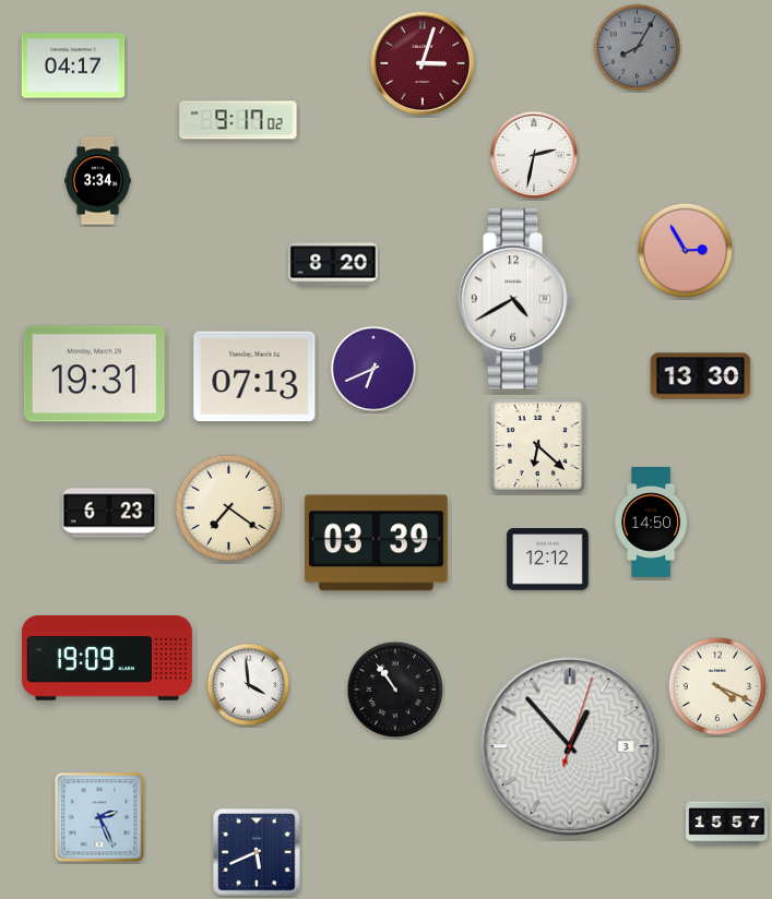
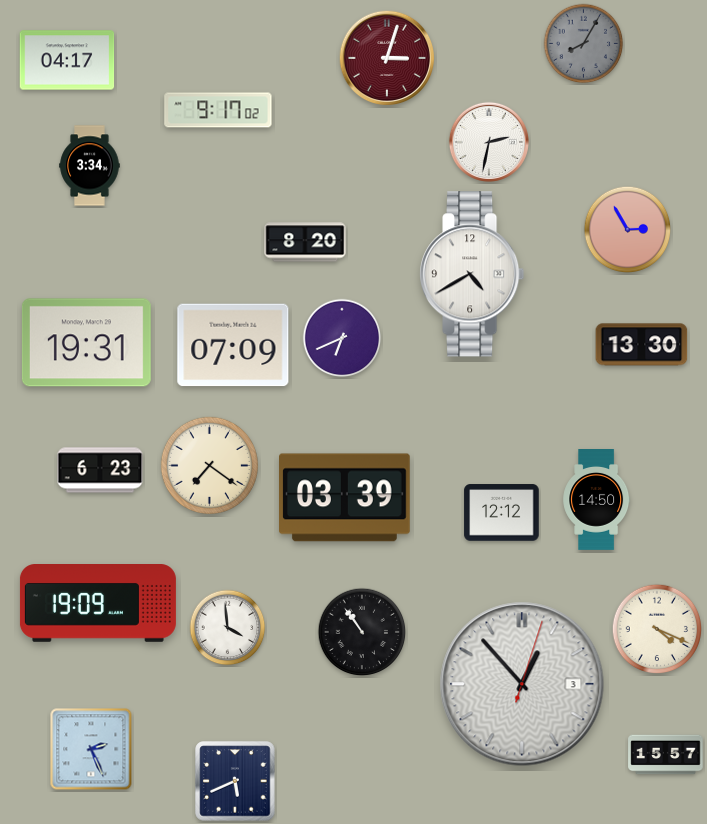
clock at (254, 376): 07:13 -> 07:09
clock at (537, 445): 6:22 -> none
clock at (652, 523) position: (652, 523) -> (597, 500)
